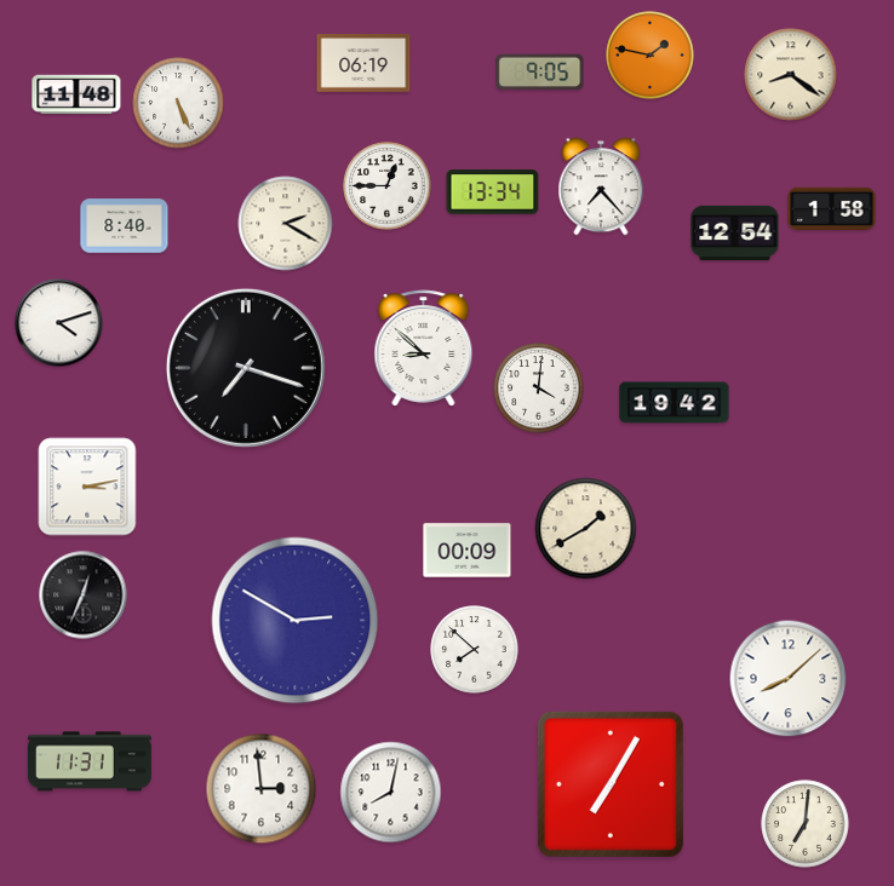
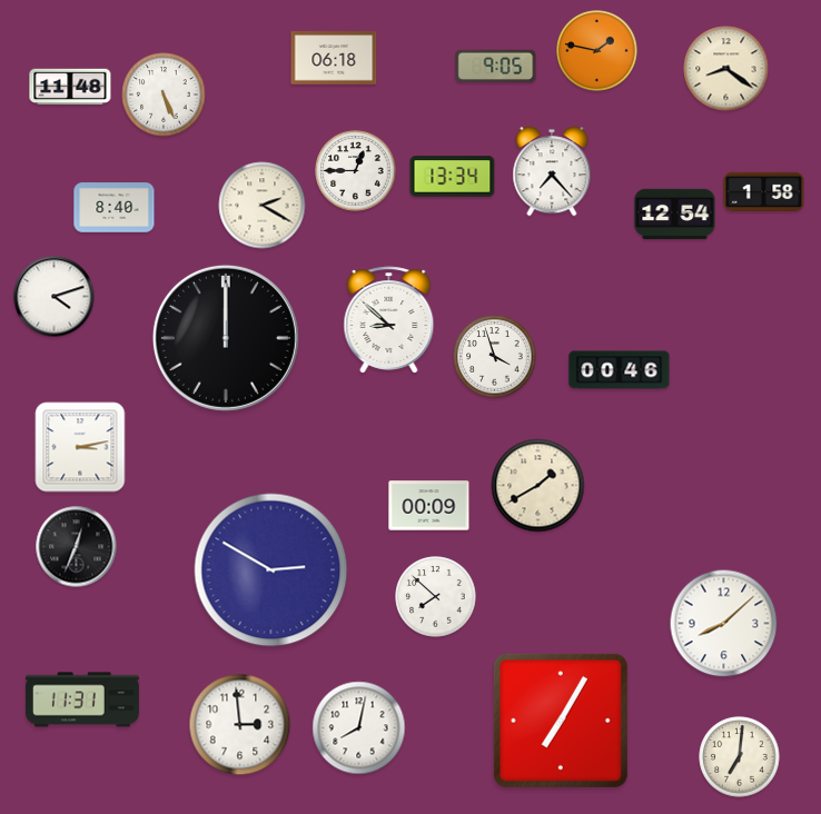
clock at (363, 63): 06:19 -> 06:18
clock at (246, 368): 7:18 -> 12:00
clock at (539, 389): 4:01 -> 3:57
clock at (675, 403): 19:42 -> 00:46
